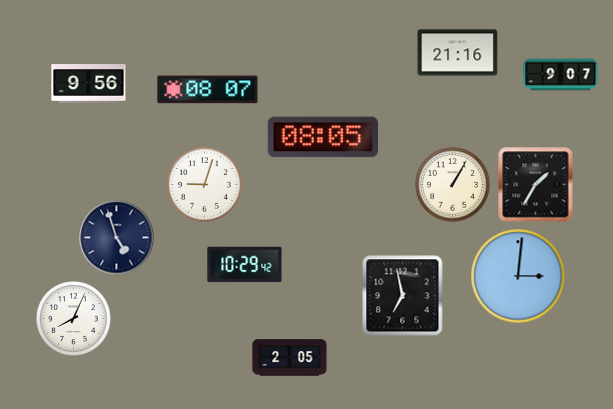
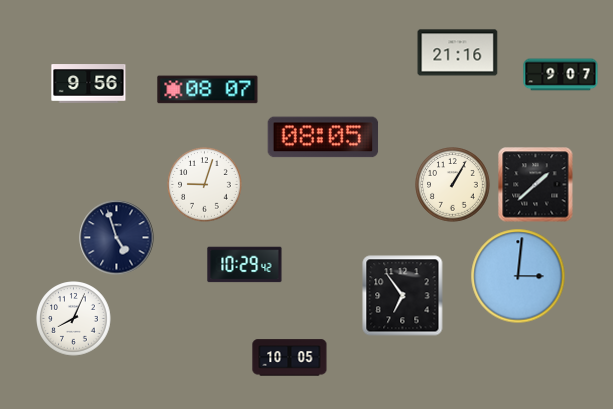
clock at (536, 185): 1:35 -> 1:38
clock at (403, 296): 6:58 -> 6:54
clock at (290, 358): 2:05 -> 10:05
